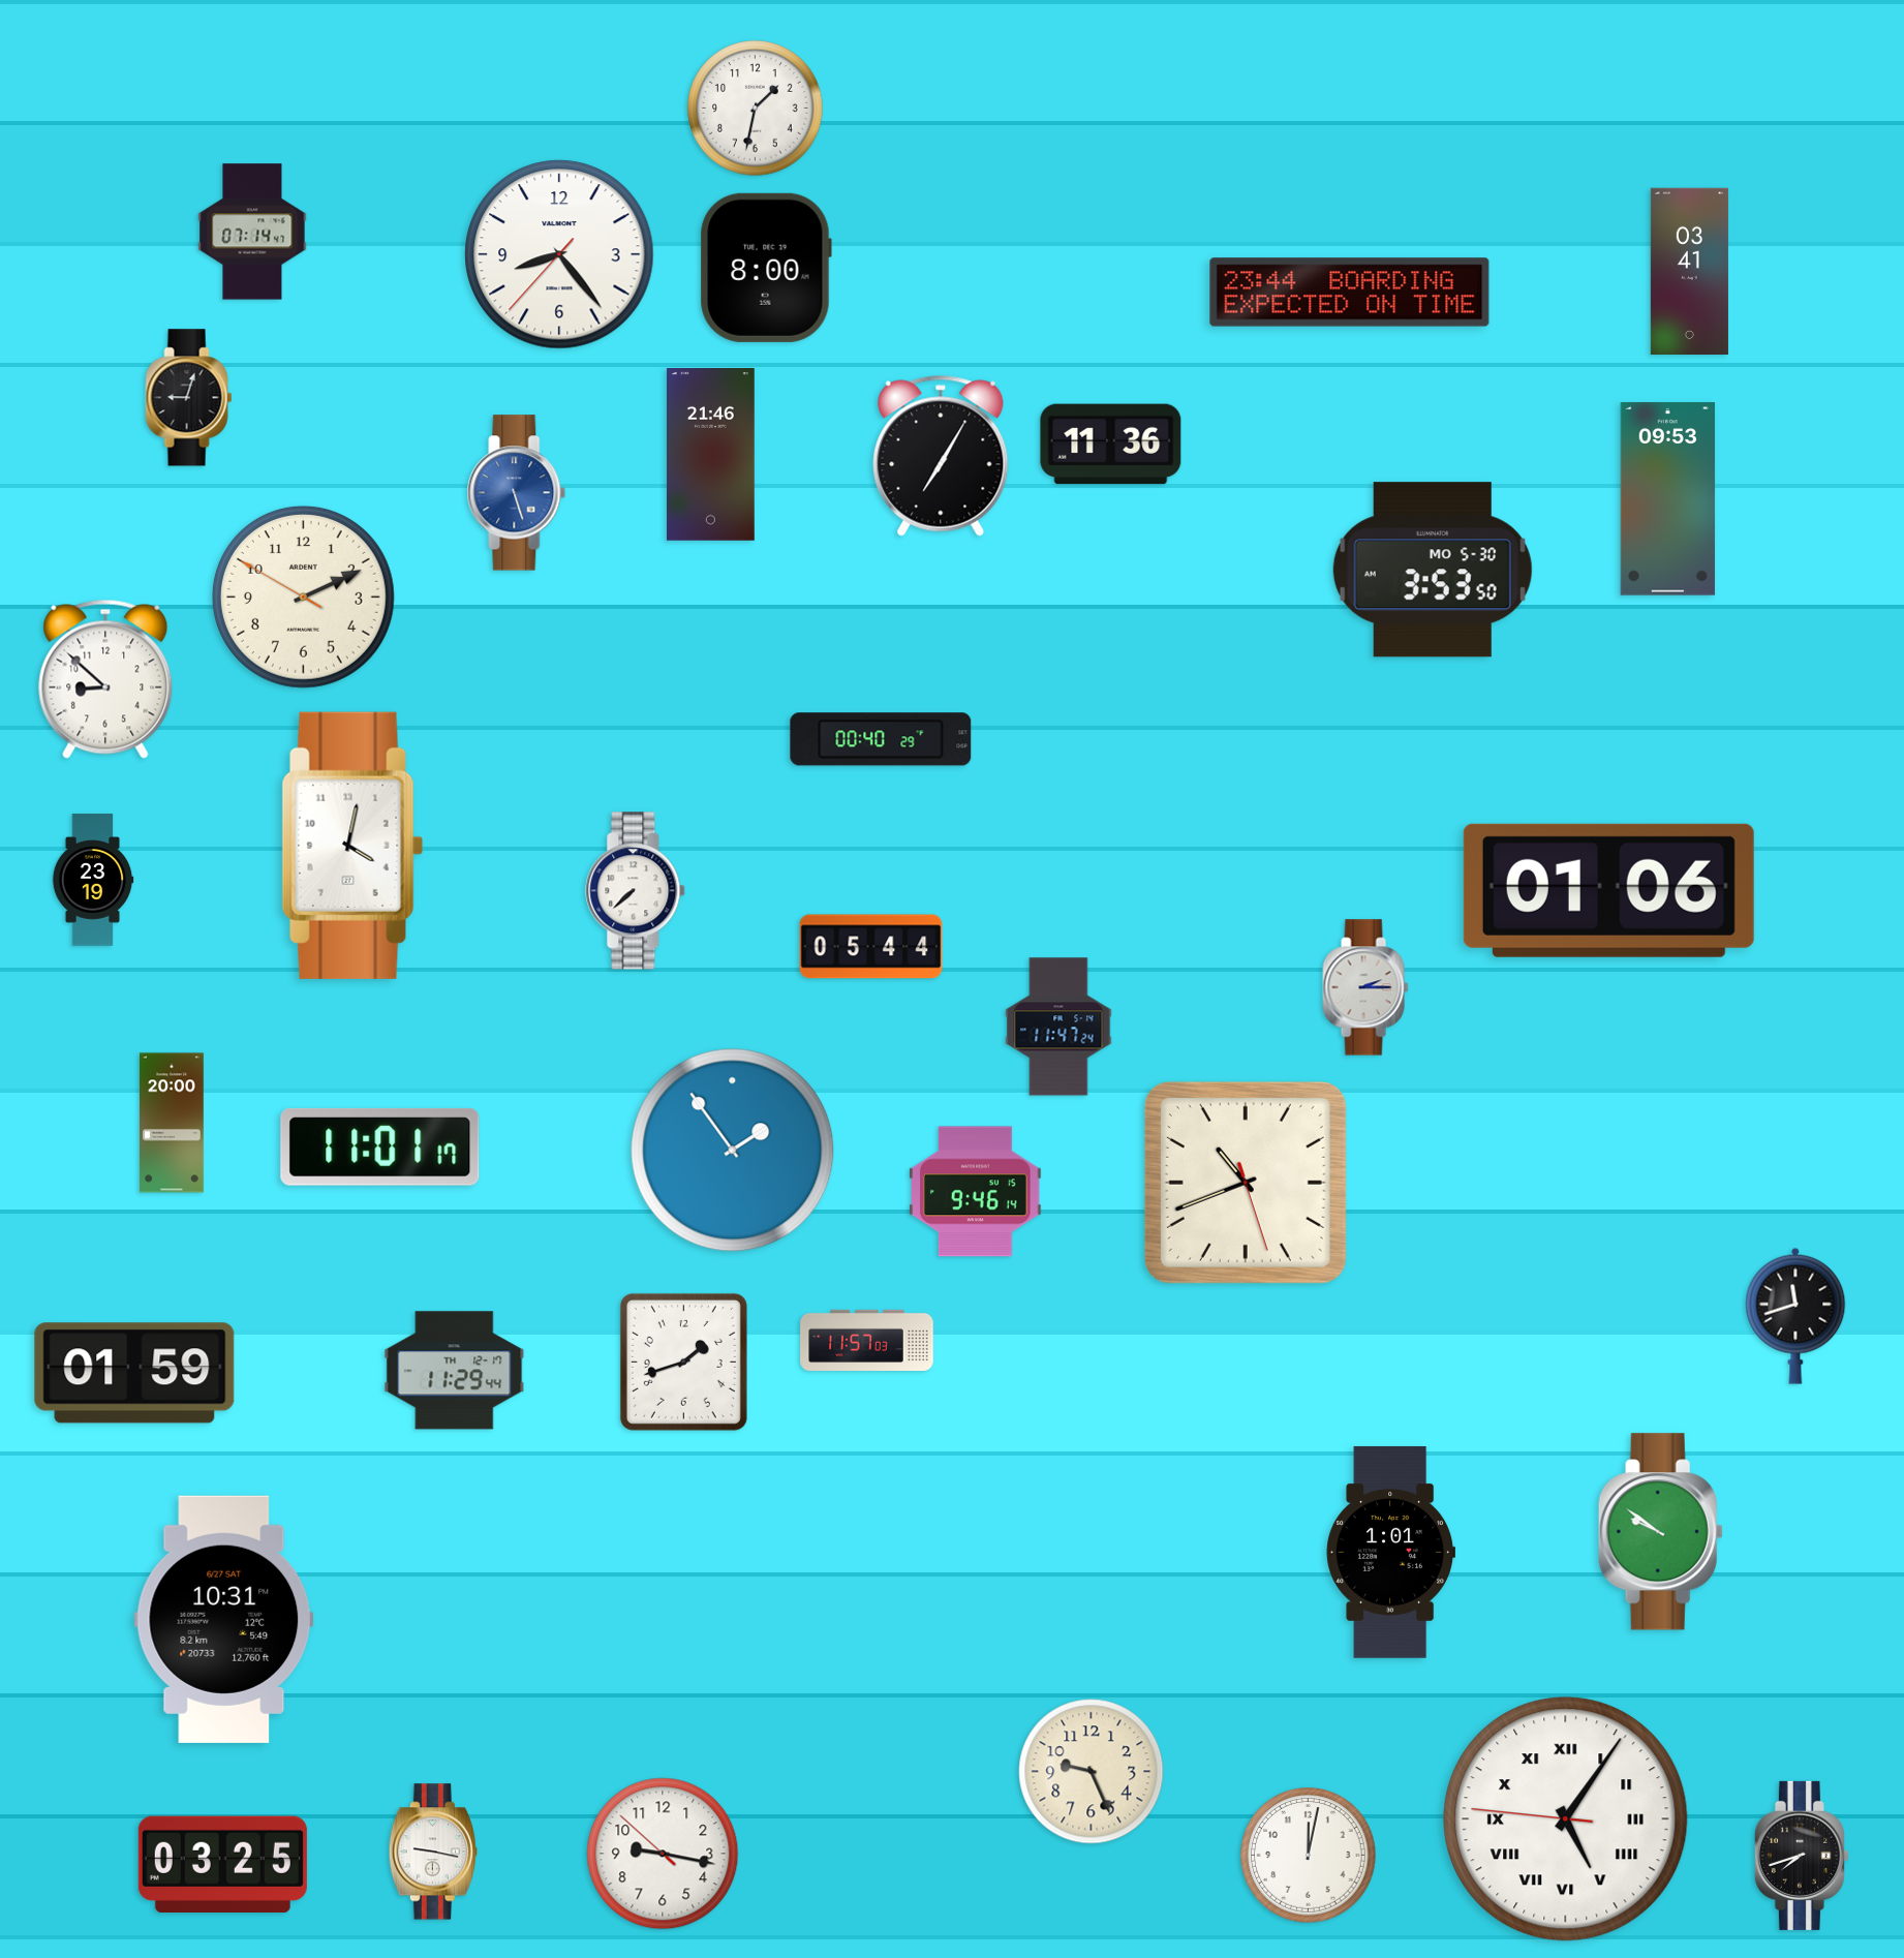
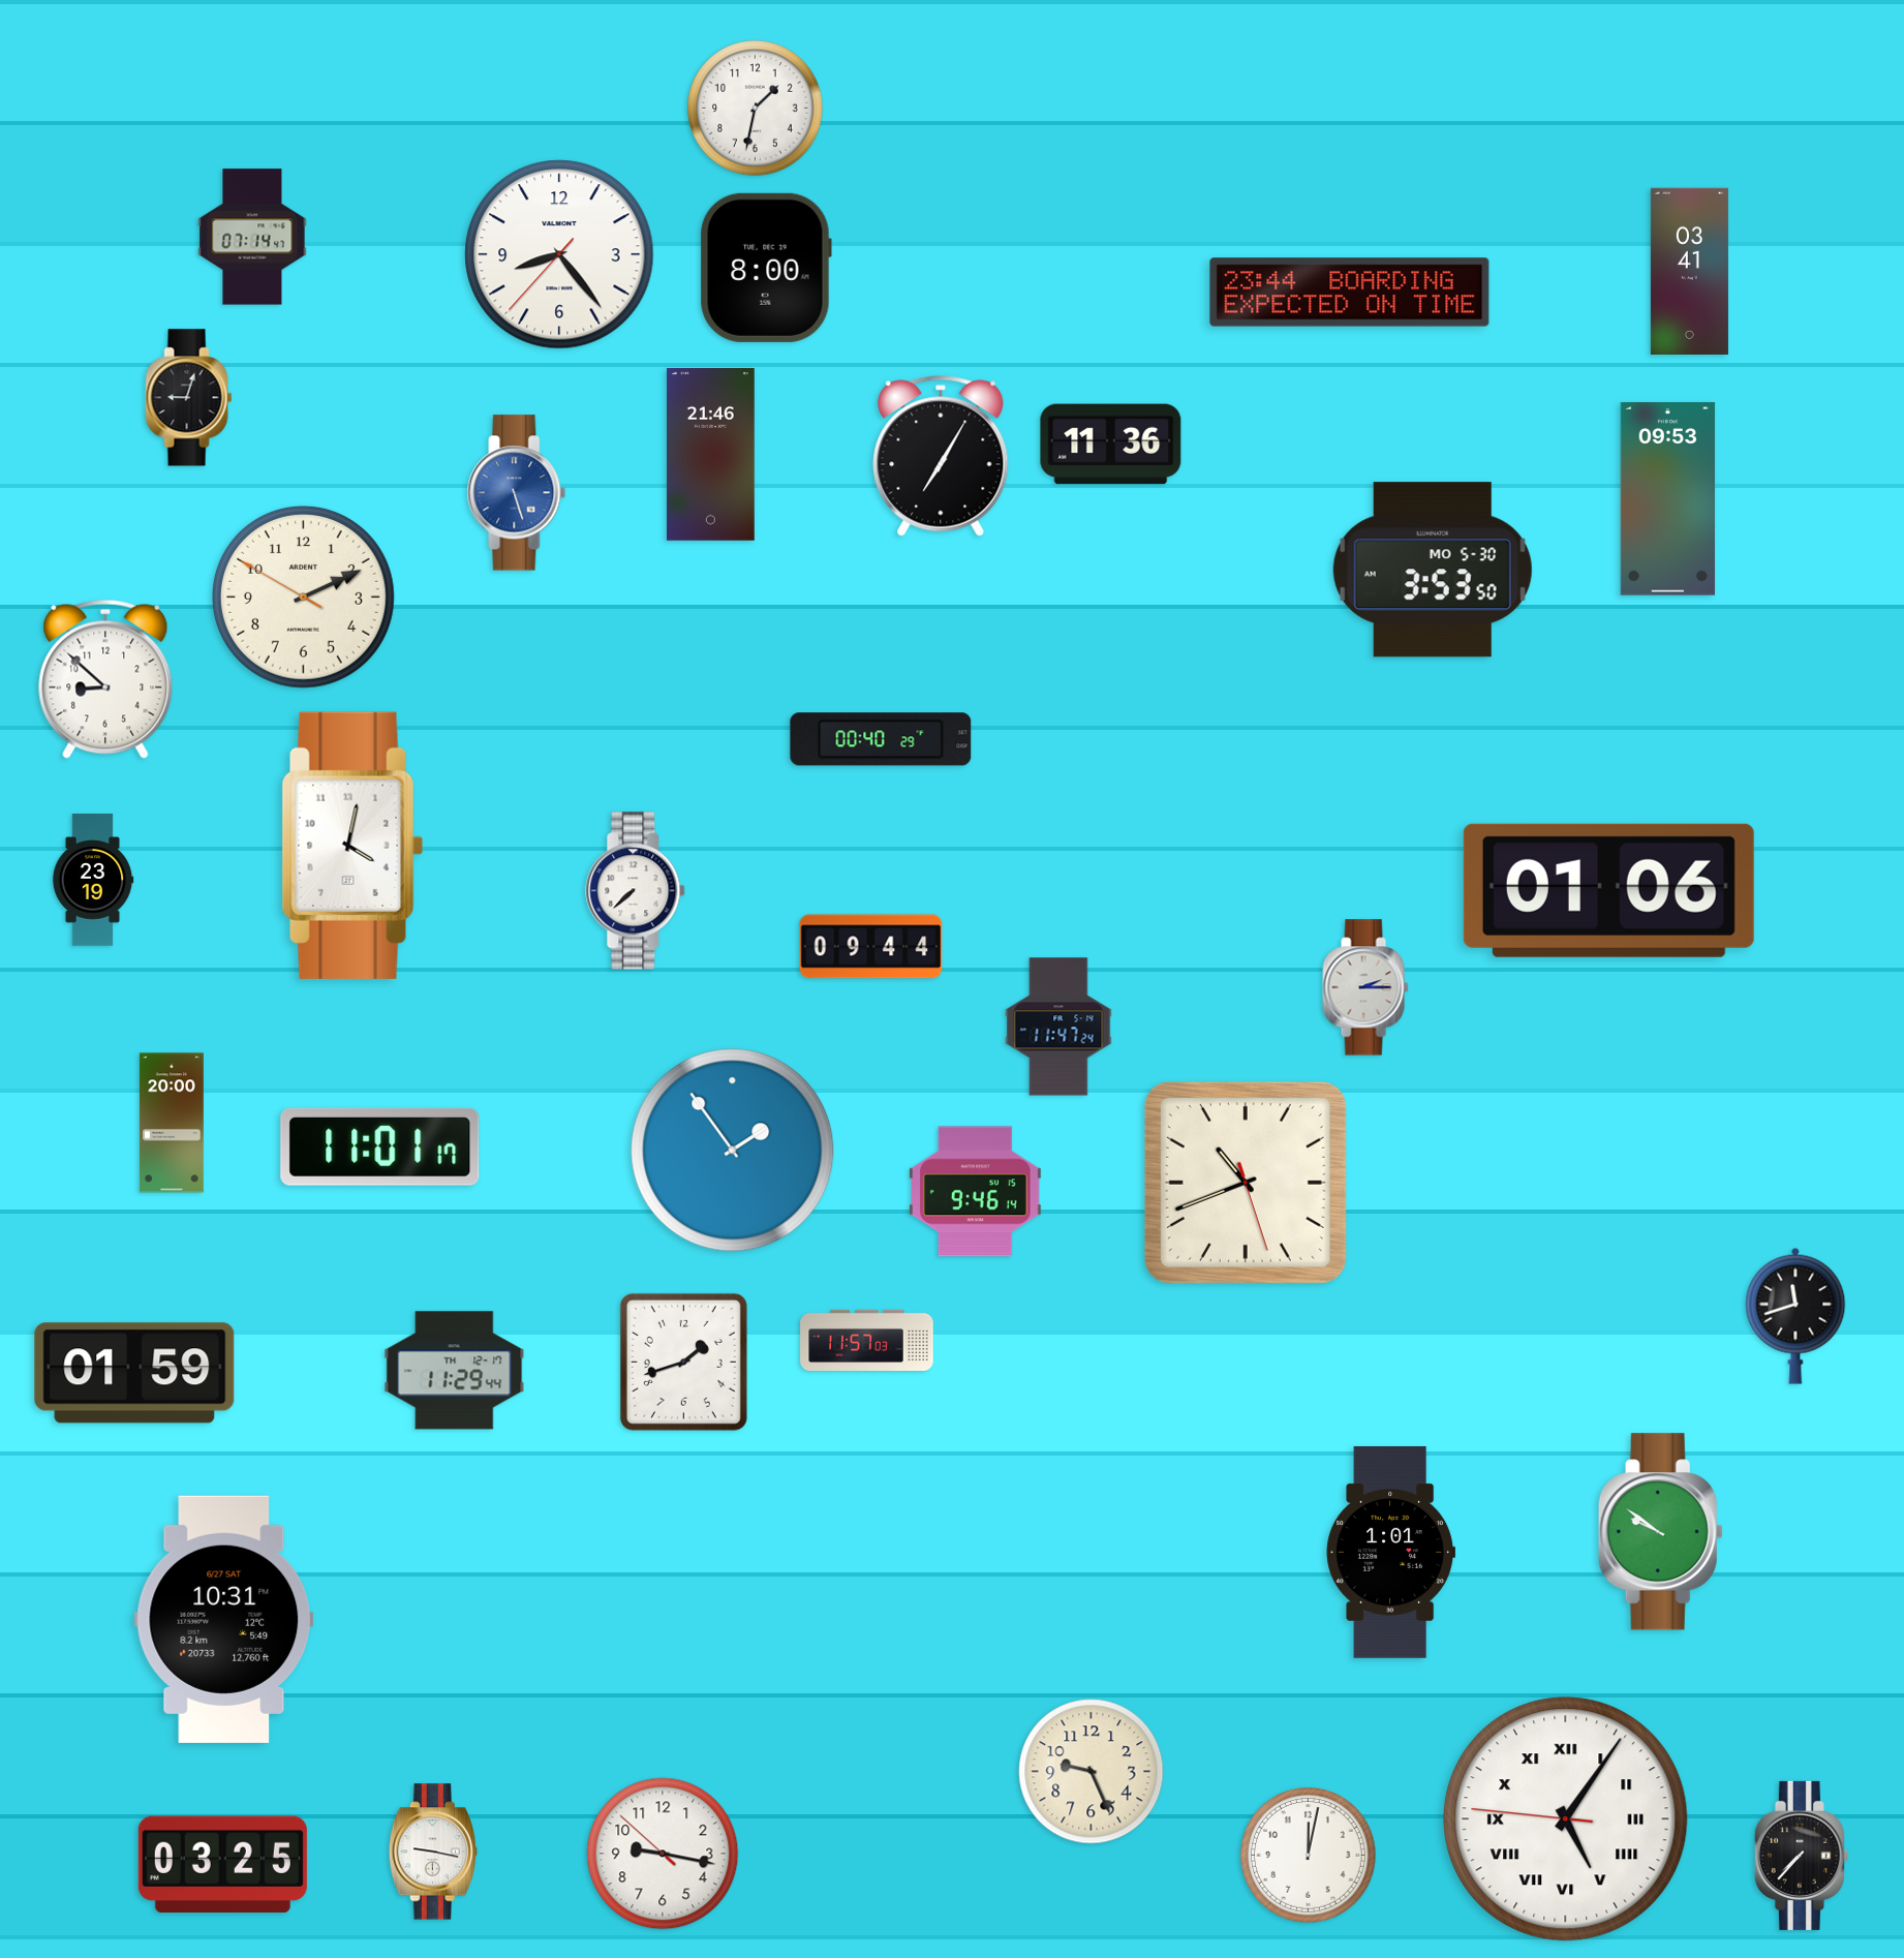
clock at (252, 232) position: (252, 232) -> (252, 237)
clock at (871, 947): 05:44 -> 09:44
clock at (1802, 1856): 7:42 -> 7:37
